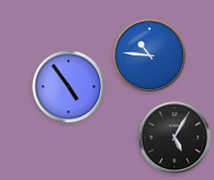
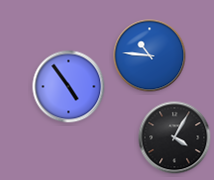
clock at (175, 138): 5:05 -> 4:05
